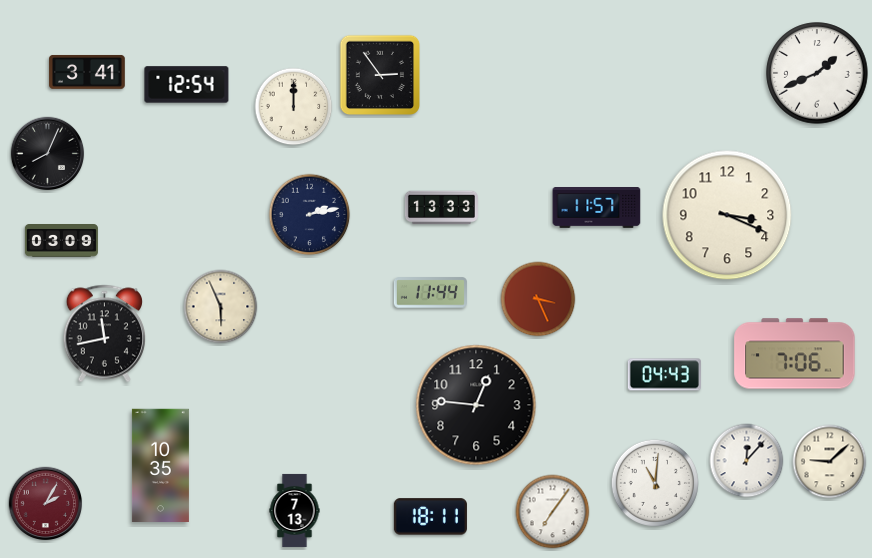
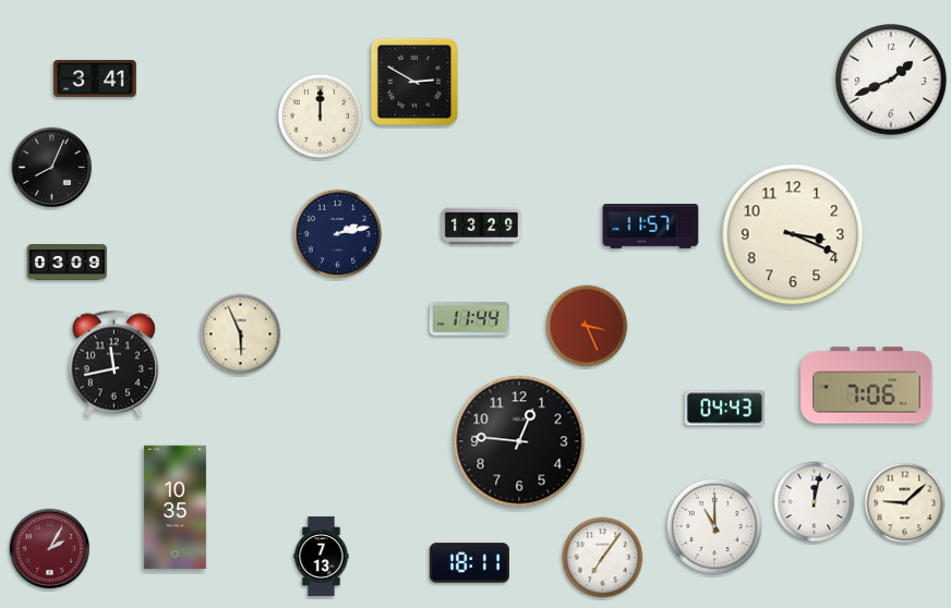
clock at (379, 74): 2:54 -> 2:50
clock at (187, 85): 12:54 -> none
clock at (441, 208): 13:33 -> 13:29
clock at (747, 461): 12:07 -> 12:02
clock at (655, 483): 11:01 -> 11:00
